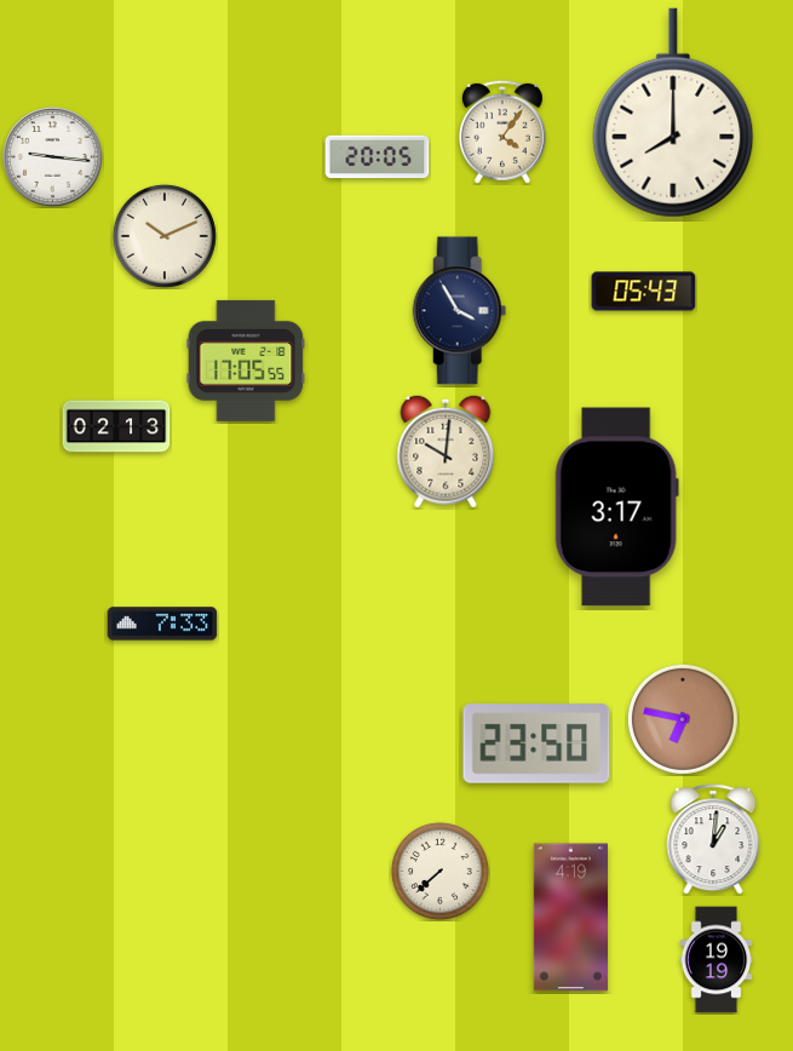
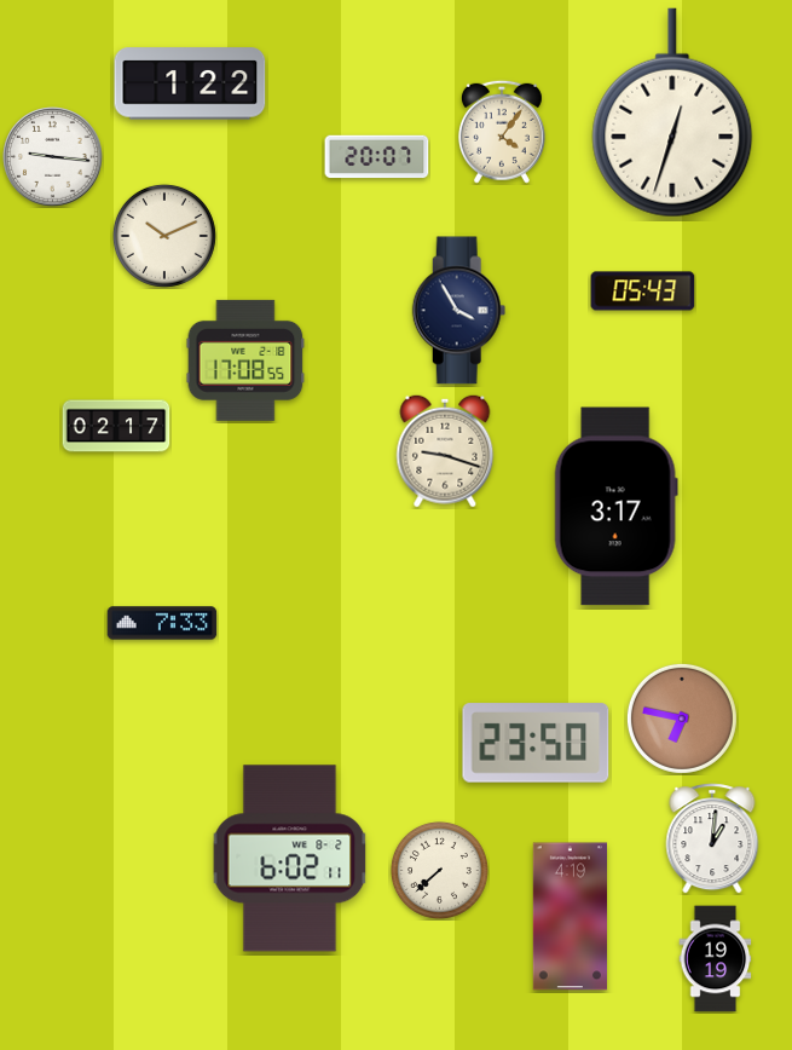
clock at (190, 83): none -> 1:22
clock at (673, 113): 8:00 -> 12:33
clock at (378, 157): 20:05 -> 20:07
clock at (246, 361): 17:05 -> 17:08
clock at (116, 426): 02:13 -> 02:17
clock at (446, 452): 10:01 -> 9:18
clock at (290, 859): none -> 6:02
